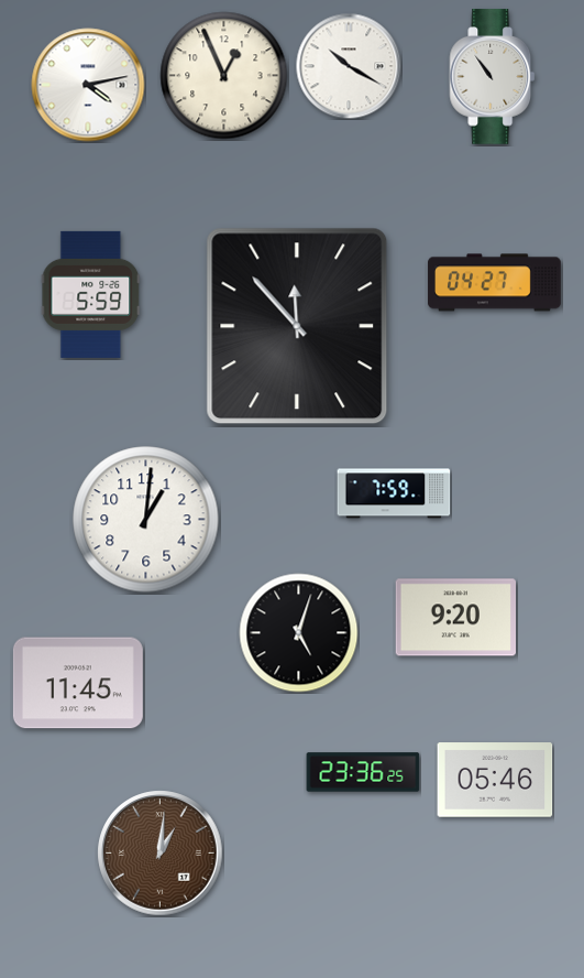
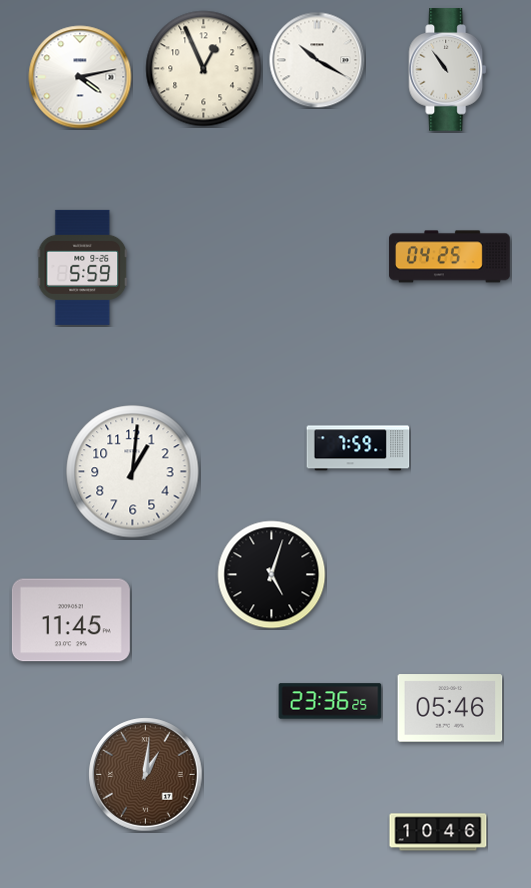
clock at (495, 283): 04:27 -> 04:25
clock at (297, 326): 11:53 -> none
clock at (455, 618): 9:20 -> none
clock at (438, 832): none -> 10:46
